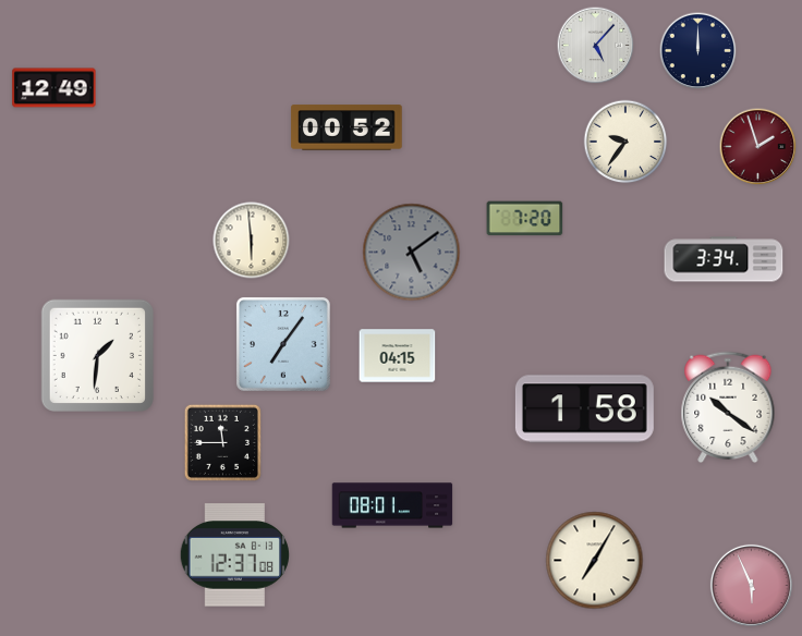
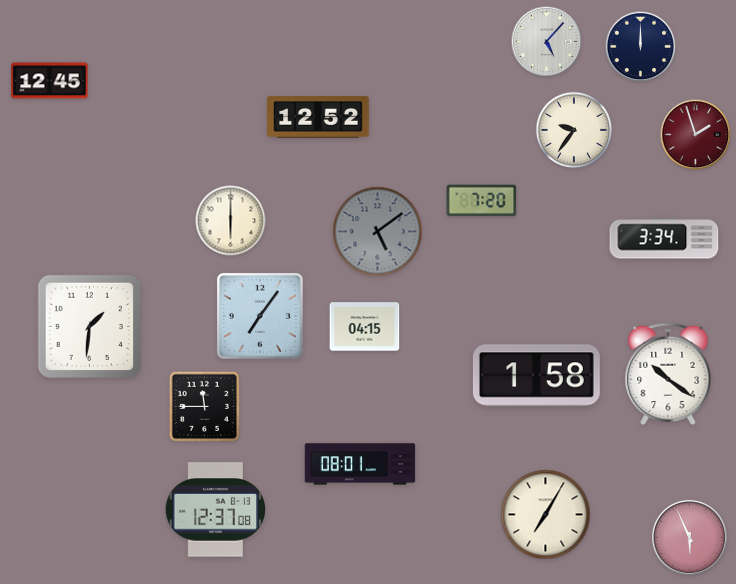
clock at (54, 88): 12:49 -> 12:45
clock at (347, 127): 00:52 -> 12:52
clock at (252, 241): 5:59 -> 6:00
